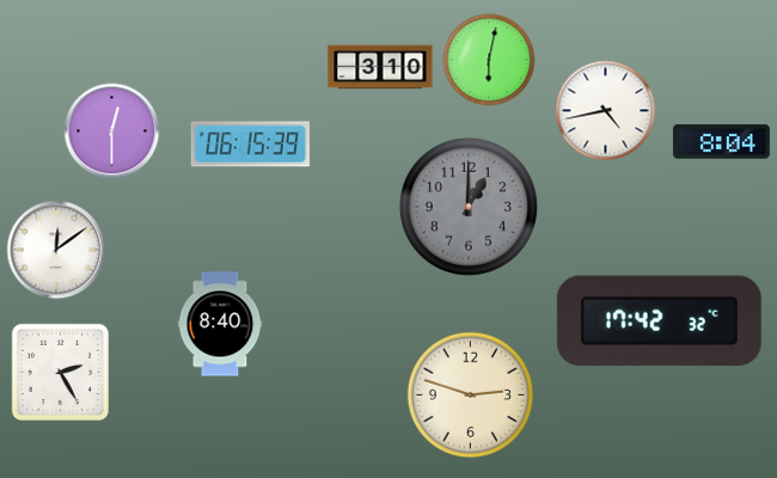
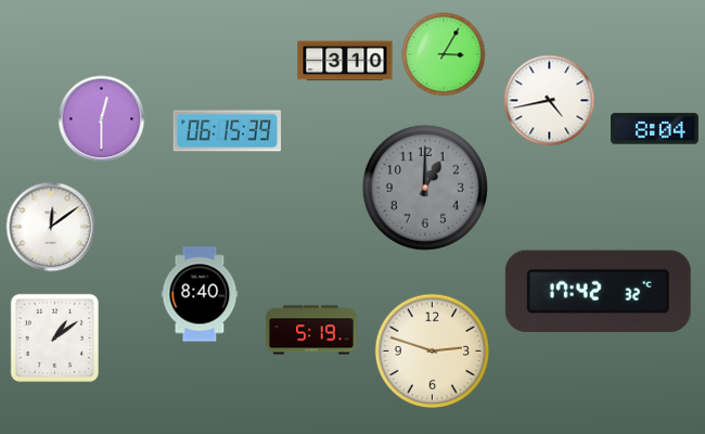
clock at (489, 60): 6:02 -> 3:05
clock at (311, 330): none -> 5:19
clock at (60, 372): 2:25 -> 1:09
clock at (470, 394) position: (470, 394) -> (432, 350)
